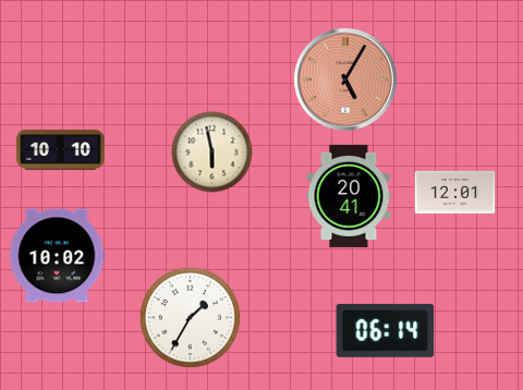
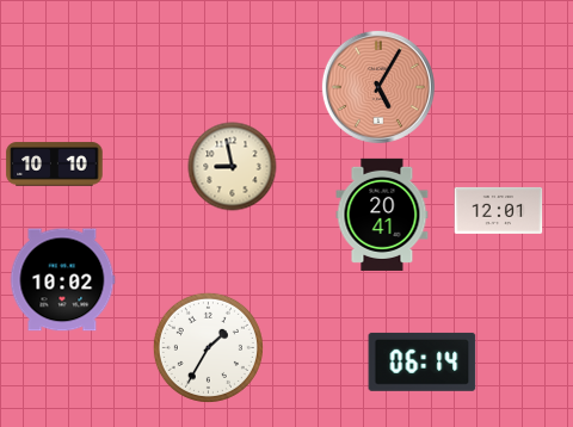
clock at (61, 150) position: (61, 150) -> (55, 165)
clock at (212, 153): 5:58 -> 8:58
